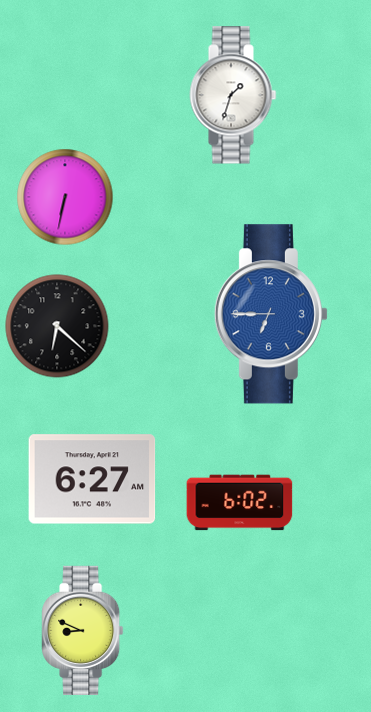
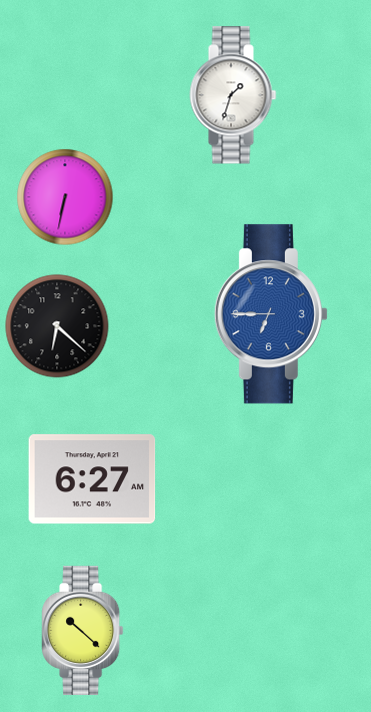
clock at (240, 503): 6:02 -> none
clock at (83, 630): 8:49 -> 10:22
